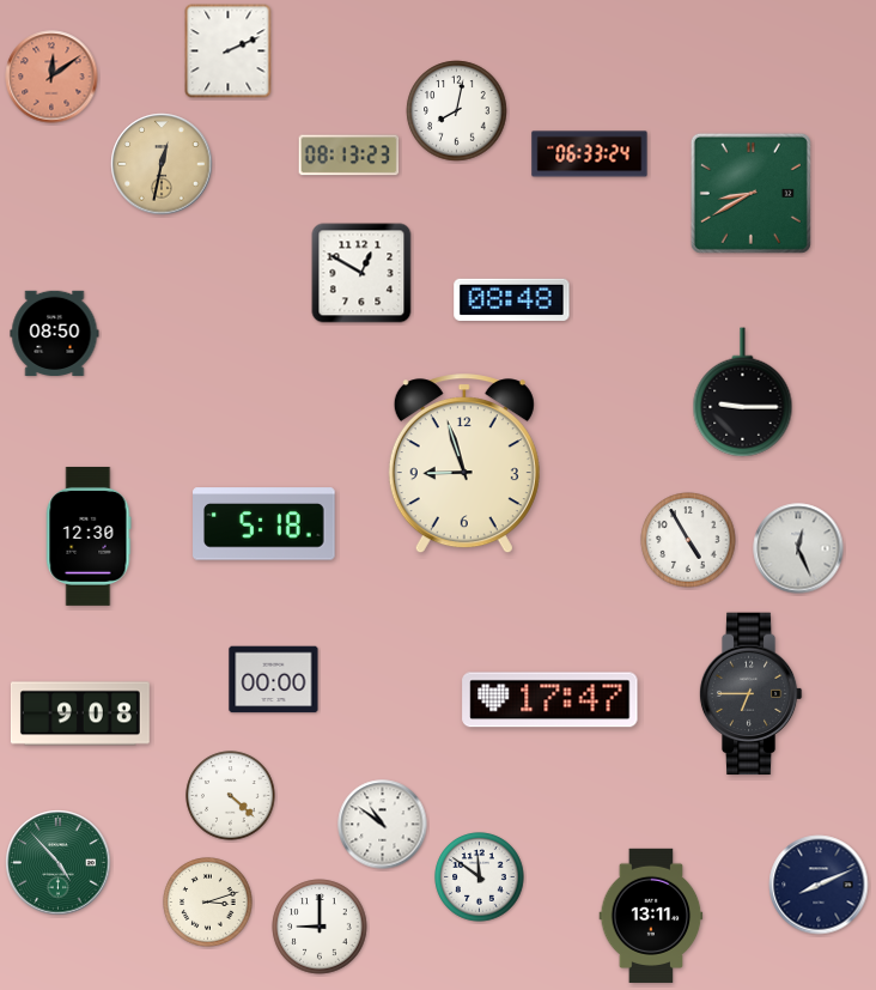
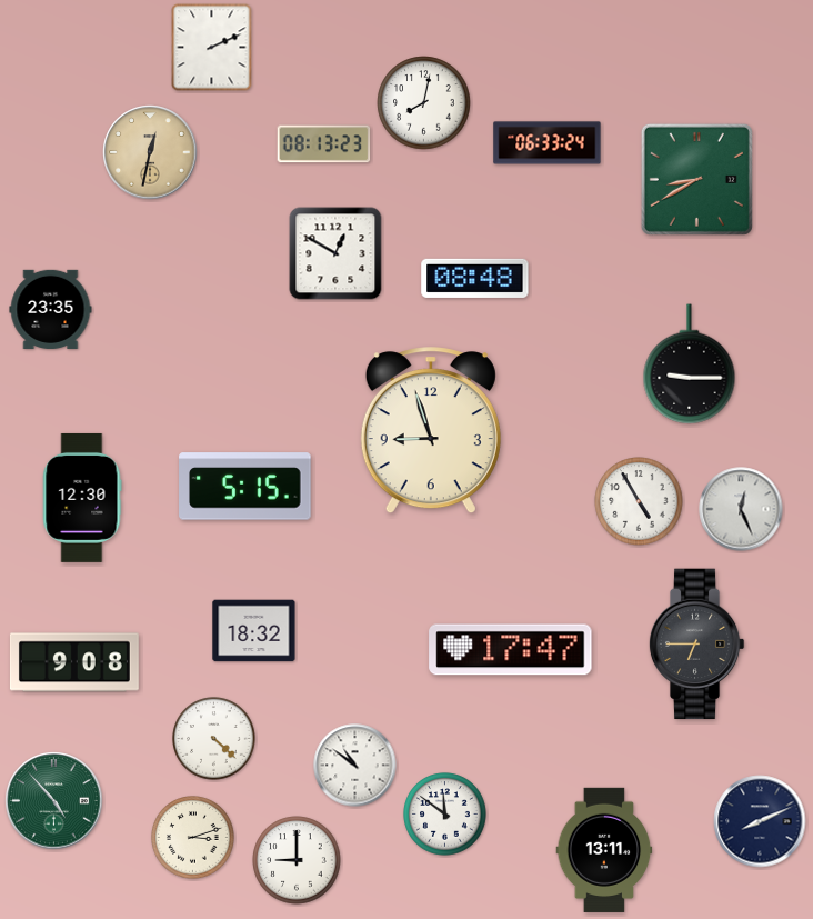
clock at (51, 77): 12:09 -> none
clock at (55, 333): 08:50 -> 23:35
clock at (264, 524): 5:18 -> 5:15
clock at (274, 680): 00:00 -> 18:32
